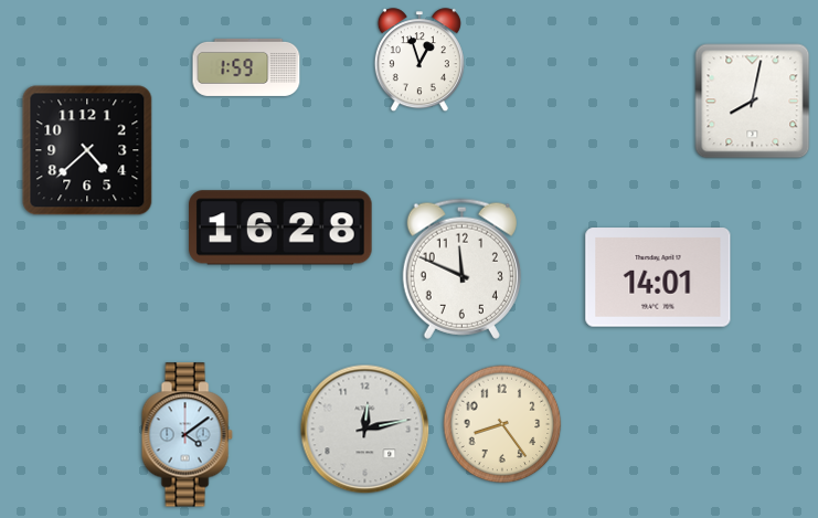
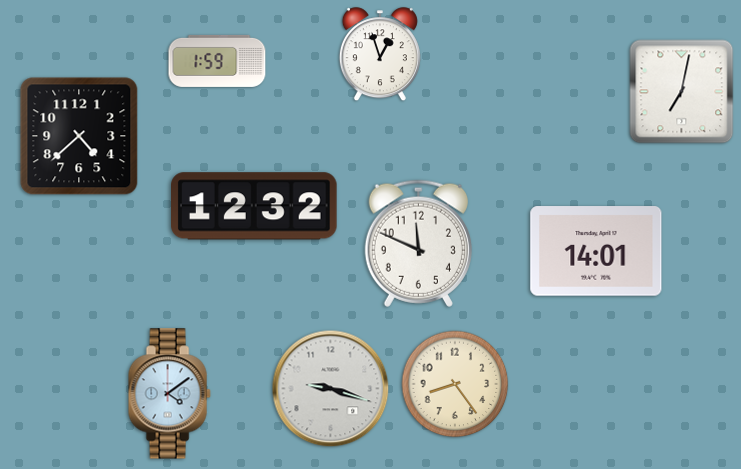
clock at (246, 67) position: (246, 67) -> (217, 61)
clock at (753, 102): 8:02 -> 7:02
clock at (281, 228): 16:28 -> 12:32
clock at (365, 430): 12:13 -> 9:18
